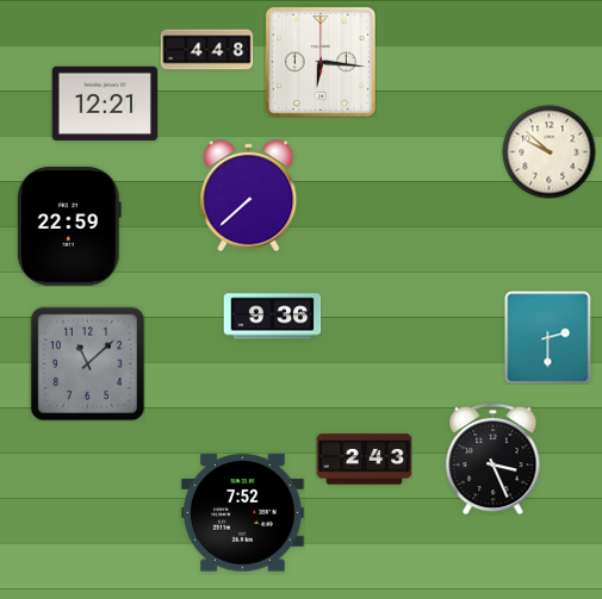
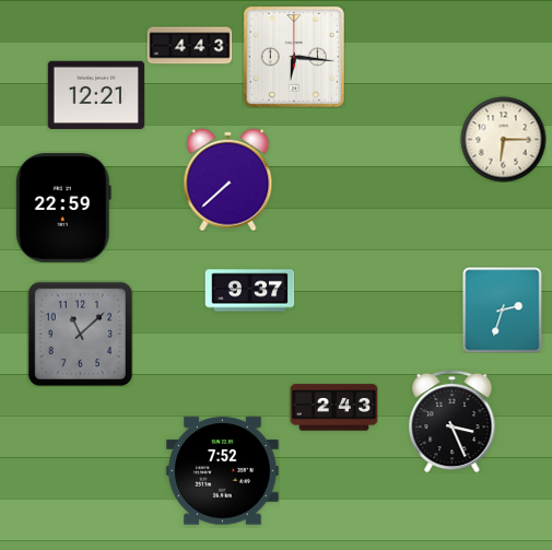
clock at (206, 50): 4:48 -> 4:43
clock at (548, 151): 9:52 -> 6:15
clock at (272, 317): 9:36 -> 9:37
clock at (548, 337): 2:30 -> 2:33
clock at (364, 460) position: (364, 460) -> (333, 408)
